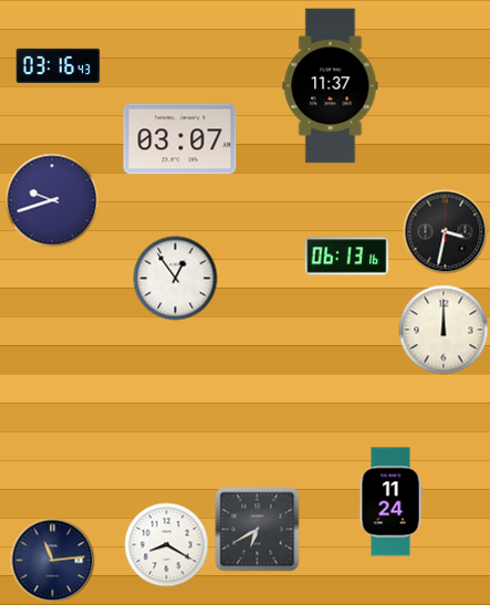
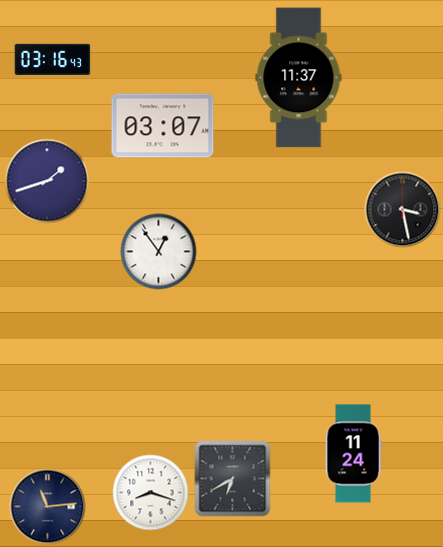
clock at (52, 200): 9:42 -> 1:42
clock at (446, 232): 3:32 -> 3:28
clock at (347, 257): 06:13 -> none
clock at (444, 330): 12:00 -> none
clock at (167, 545): 8:20 -> 8:18
